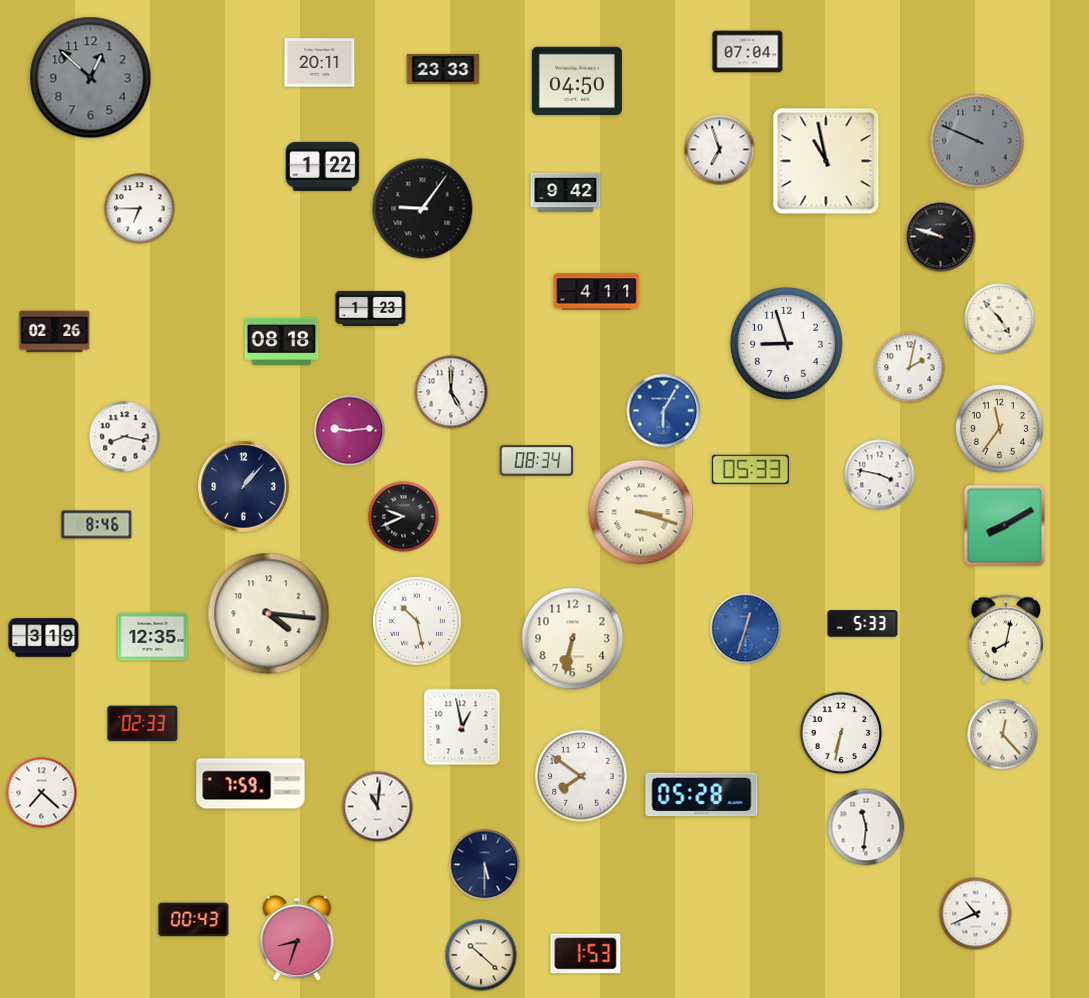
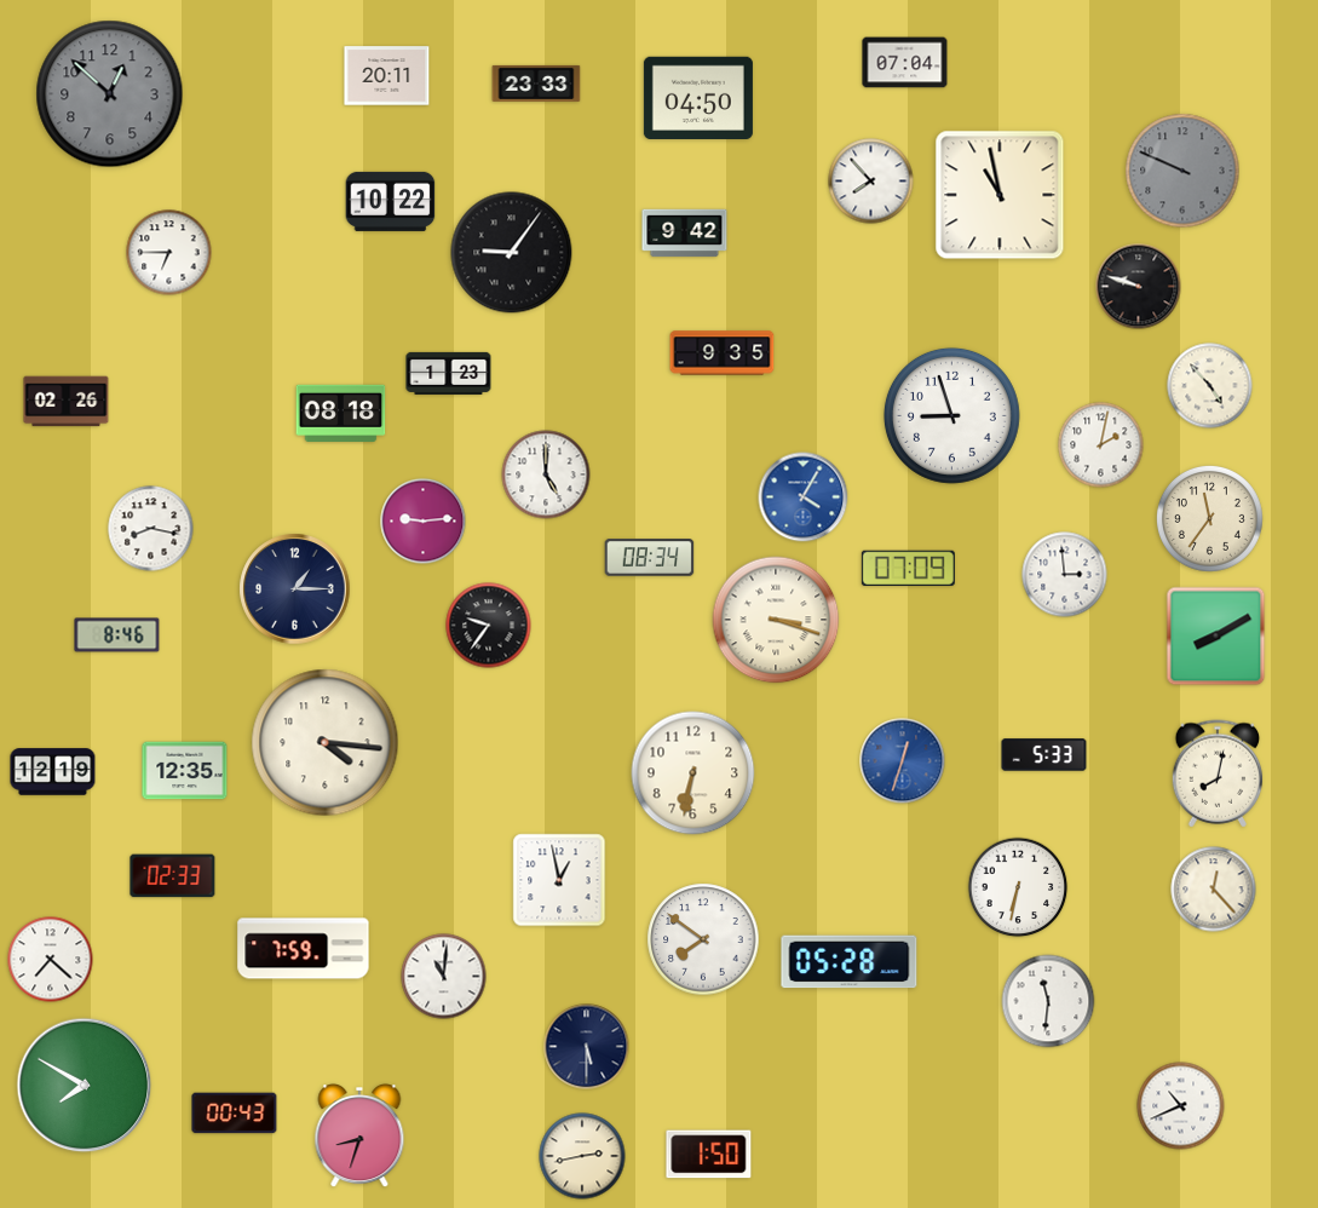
clock at (720, 150): 6:57 -> 7:53
clock at (323, 166): 1:22 -> 10:22
clock at (597, 292): 4:11 -> 9:35
clock at (664, 411): 6:05 -> 4:05
clock at (750, 469): 05:33 -> 07:09
clock at (880, 475): 3:47 -> 2:59
clock at (244, 487): 1:07 -> 1:15
clock at (404, 517): 9:41 -> 9:36
clock at (418, 622): 10:28 -> none
clock at (44, 638): 3:19 -> 12:19
clock at (378, 807) position: (378, 807) -> (444, 977)
clock at (85, 1086): none -> 7:50
clock at (586, 954): 1:53 -> 1:50
clock at (481, 955): 10:22 -> 2:43
